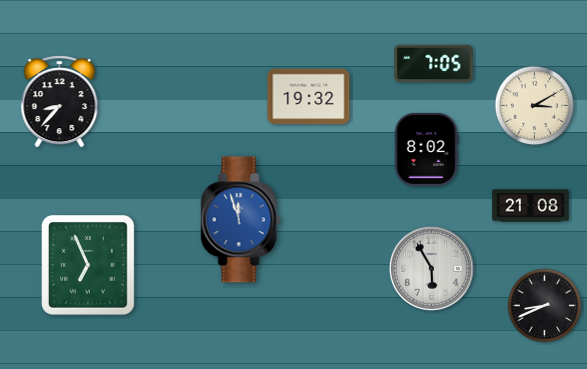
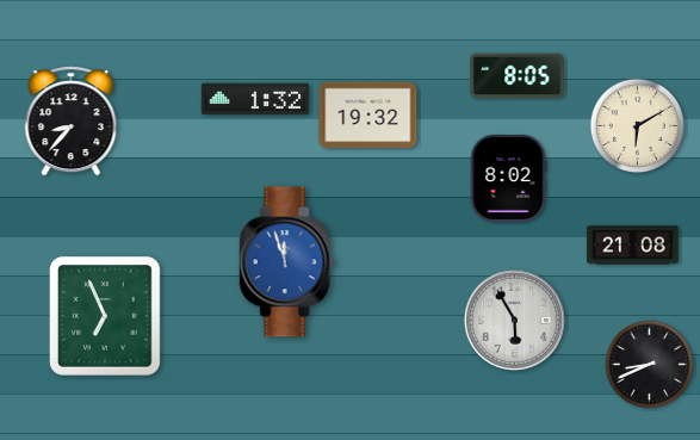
clock at (434, 64): 7:05 -> 8:05
clock at (255, 99): none -> 1:32
clock at (535, 106): 3:10 -> 6:10
